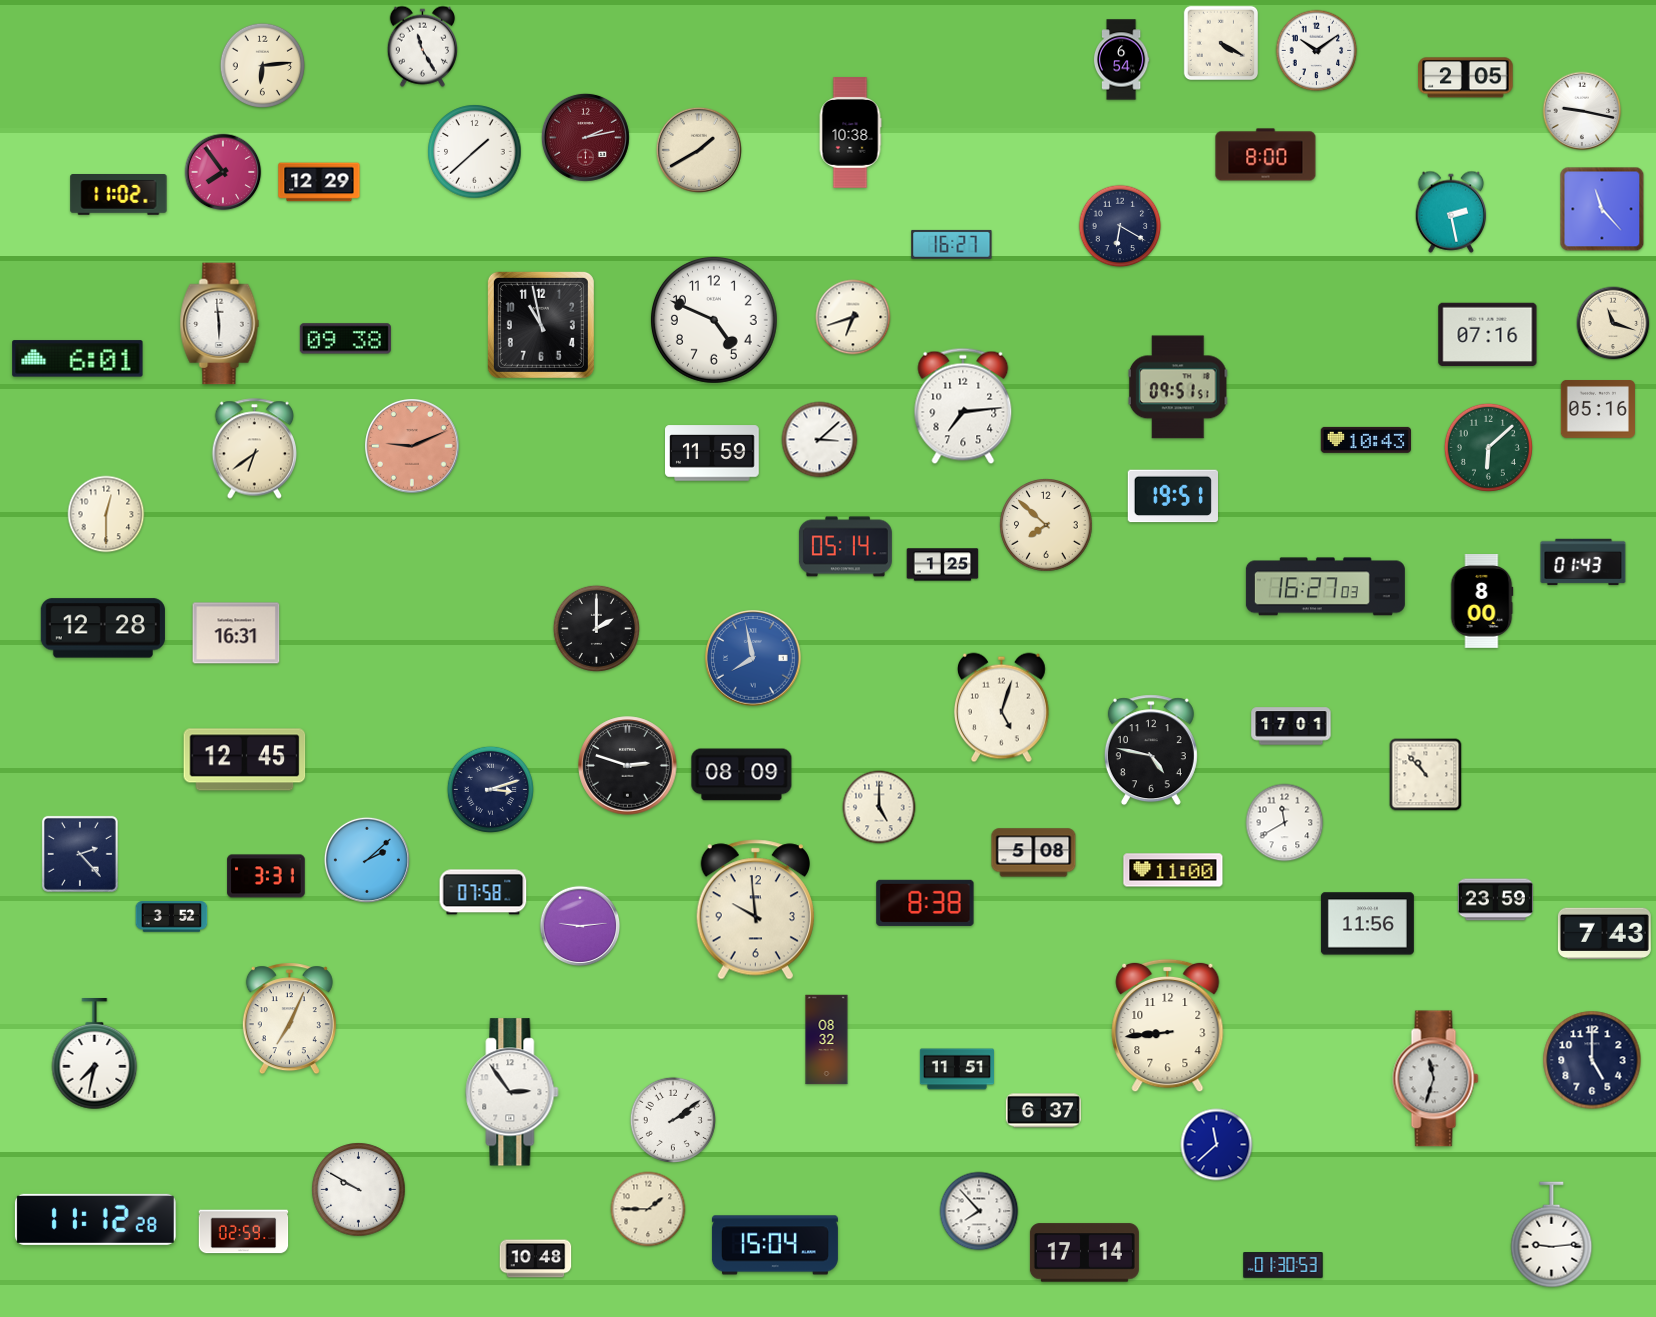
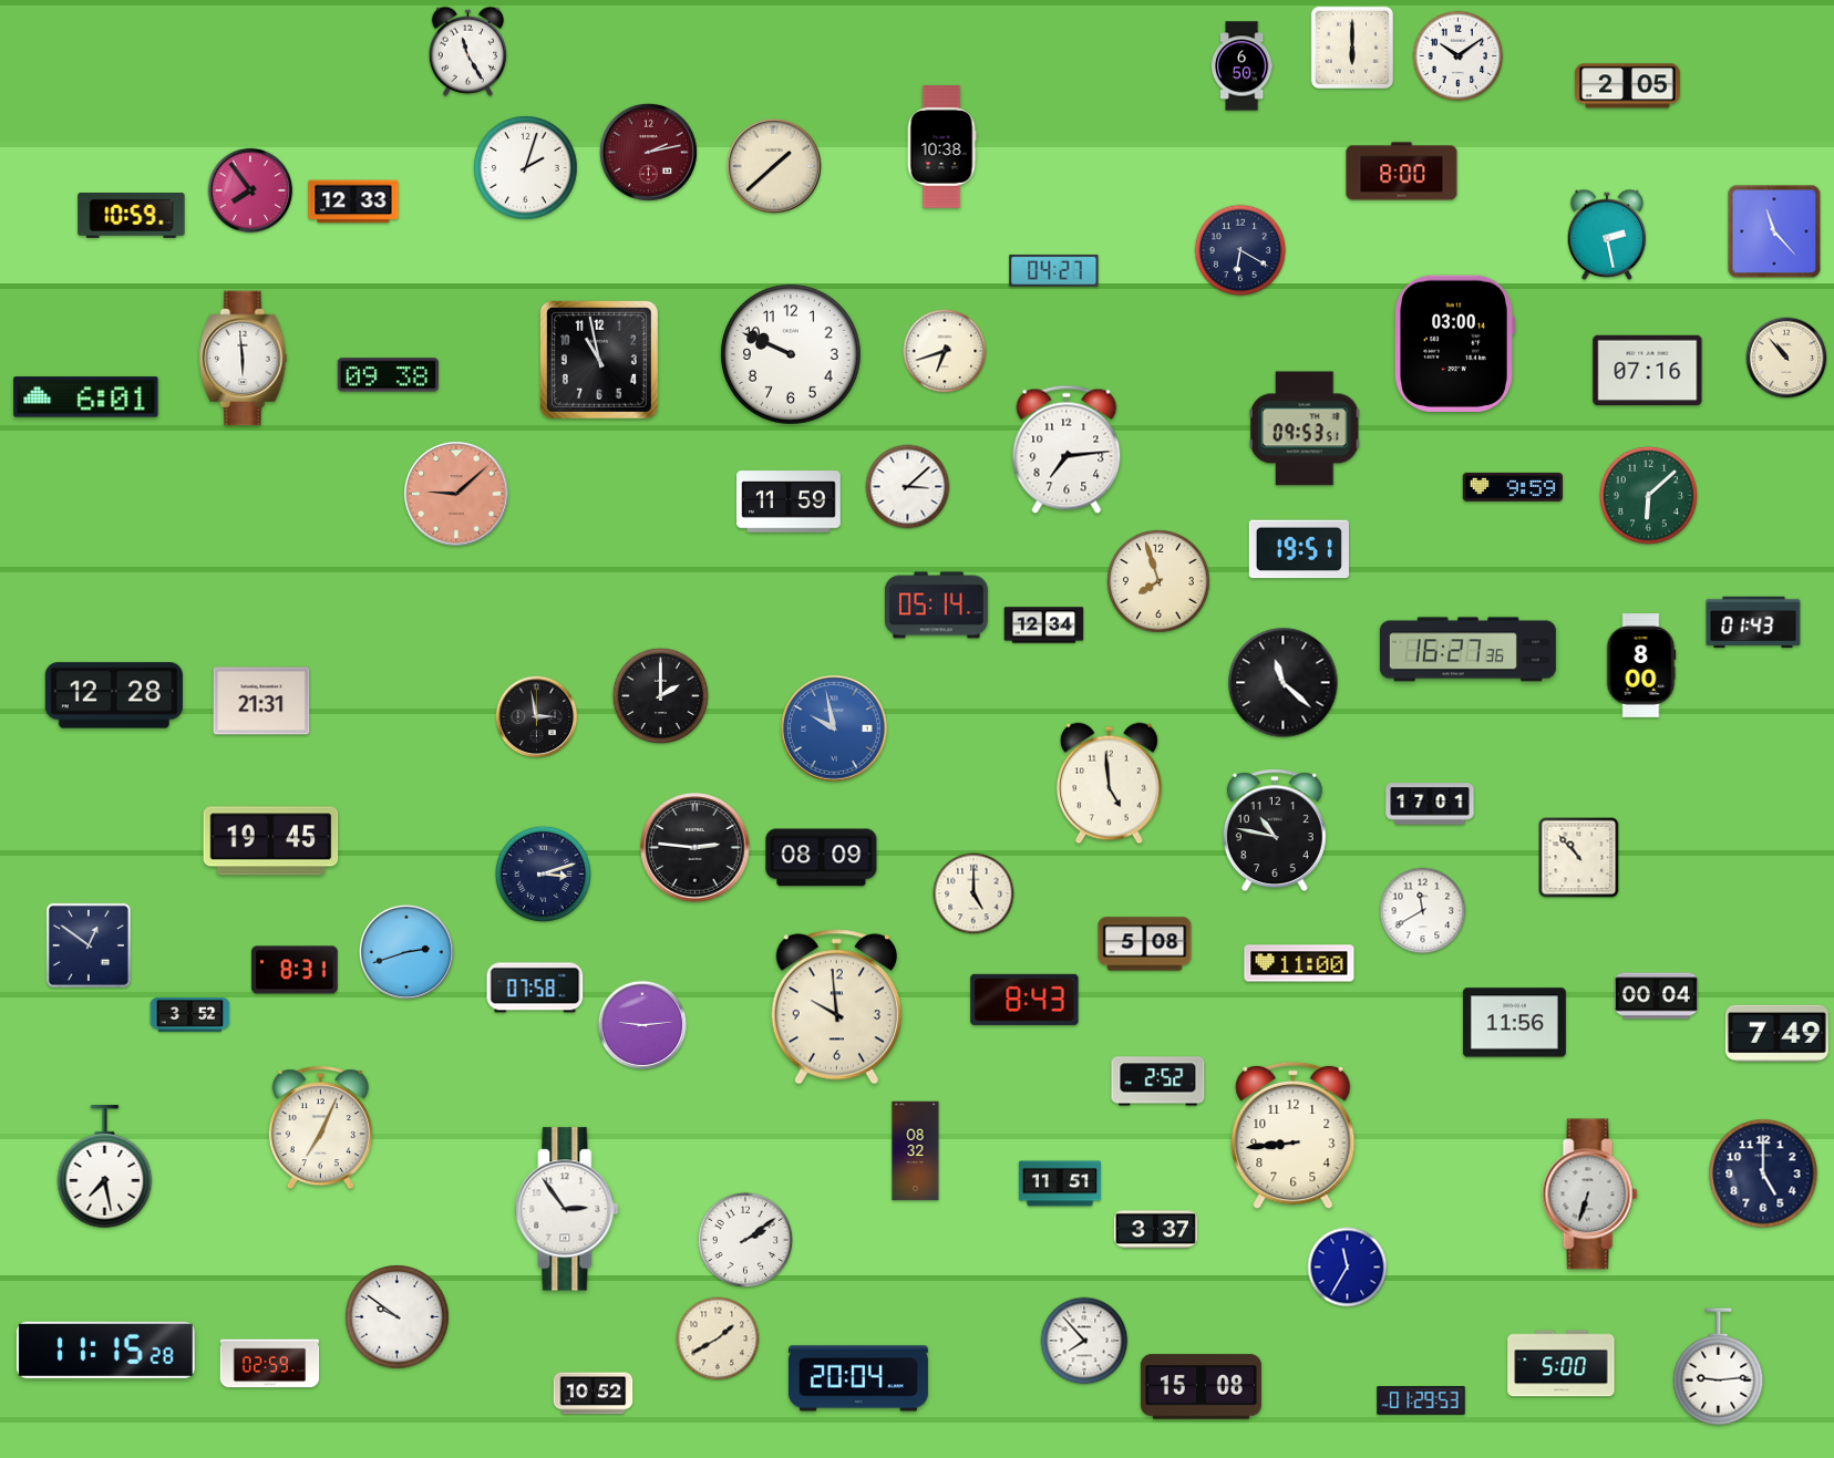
clock at (1221, 43): 4:20 -> 6:00
clock at (1121, 60): 6:54 -> 6:50
clock at (262, 65): 6:14 -> none
clock at (1466, 78) position: (1466, 78) -> (1628, 86)
clock at (1582, 111): 9:17 -> none
clock at (699, 150): 1:40 -> 1:38
clock at (475, 152): 1:38 -> 2:03
clock at (223, 172) position: (223, 172) -> (250, 190)
clock at (319, 182): 12:29 -> 12:33
clock at (119, 195): 11:02 -> 10:59
clock at (952, 244): 16:27 -> 04:27
clock at (1454, 343): none -> 03:00
clock at (714, 320): 4:49 -> 9:49
clock at (1613, 323): 11:18 -> 10:53
clock at (345, 339) position: (345, 339) -> (388, 375)
clock at (1178, 387): 09:51 -> 09:53
clock at (1598, 410): 05:16 -> none
clock at (1365, 440): 10:43 -> 9:59
clock at (412, 446): 9:11 -> 9:08
clock at (255, 449): 6:39 -> none
clock at (106, 514): 12:30 -> none
clock at (1046, 525): 7:52 -> 7:57
clock at (943, 565): 1:25 -> 12:34
clock at (1325, 587): 16:27:03 -> 16:27:36
clock at (1284, 683): none -> 11:22
clock at (236, 633): 16:31 -> 21:31
clock at (537, 717): none -> 2:58
clock at (753, 658): 7:58 -> 9:58
clock at (1001, 708): 5:03 -> 4:59
clock at (1151, 750): 4:47 -> 10:47
clock at (245, 760): 12:45 -> 19:45
clock at (628, 766): 2:48 -> 2:46
clock at (80, 854): 2:23 -> 12:51
clock at (367, 860): 2:08 -> 2:42
clock at (266, 876): 3:31 -> 8:31
clock at (1495, 900): 23:59 -> 00:04
clock at (925, 903): 8:38 -> 8:43
clock at (1604, 933): 7:43 -> 7:49
clock at (1158, 1082): none -> 2:52
clock at (95, 1055): 7:32 -> 7:28
clock at (1436, 1079): 11:33 -> 6:33
clock at (1043, 1111): 6:37 -> 3:37
clock at (1217, 1145): 11:38 -> 11:35
clock at (359, 1190): 9:50 -> 9:51
clock at (648, 1209): 1:45 -> 1:40
clock at (95, 1219): 11:12 -> 11:15
clock at (1562, 1364): none -> 5:00
clock at (775, 1245): 15:04 -> 20:04
clock at (1084, 1253): 17:14 -> 15:08
clock at (536, 1259): 10:48 -> 10:52
clock at (1283, 1265): 01:30 -> 01:29
